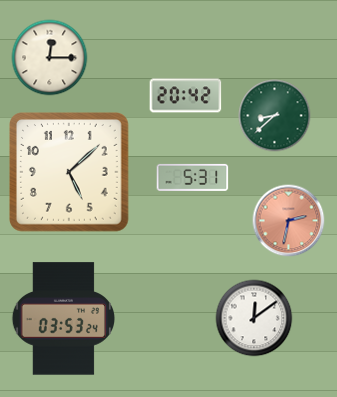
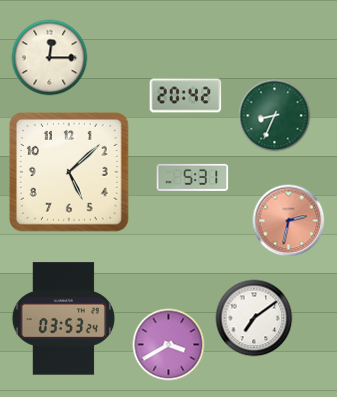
clock at (275, 116): 8:38 -> 8:34
clock at (254, 318): 12:09 -> 7:09
clock at (169, 345): none -> 3:40
